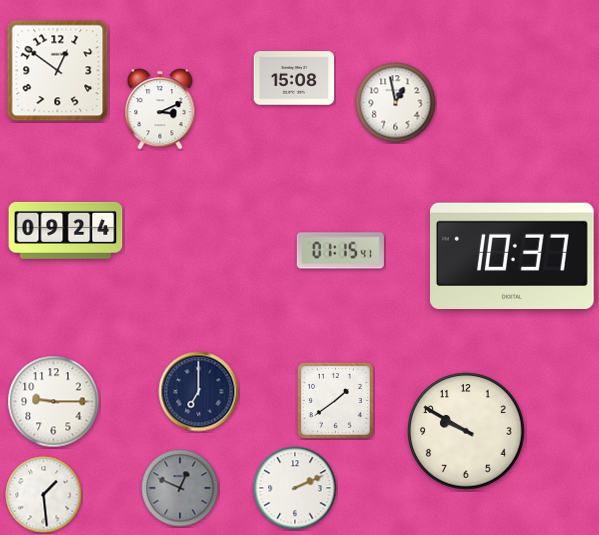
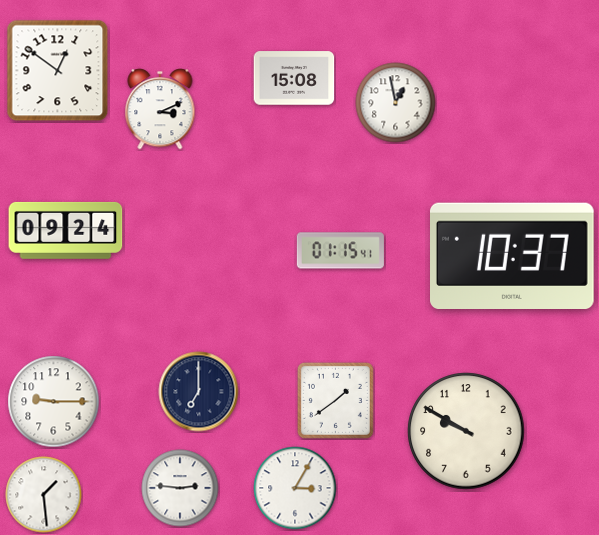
clock at (180, 488): 12:49 -> 2:46
clock at (180, 488) dial: grey -> white
clock at (295, 488): 2:11 -> 3:05
